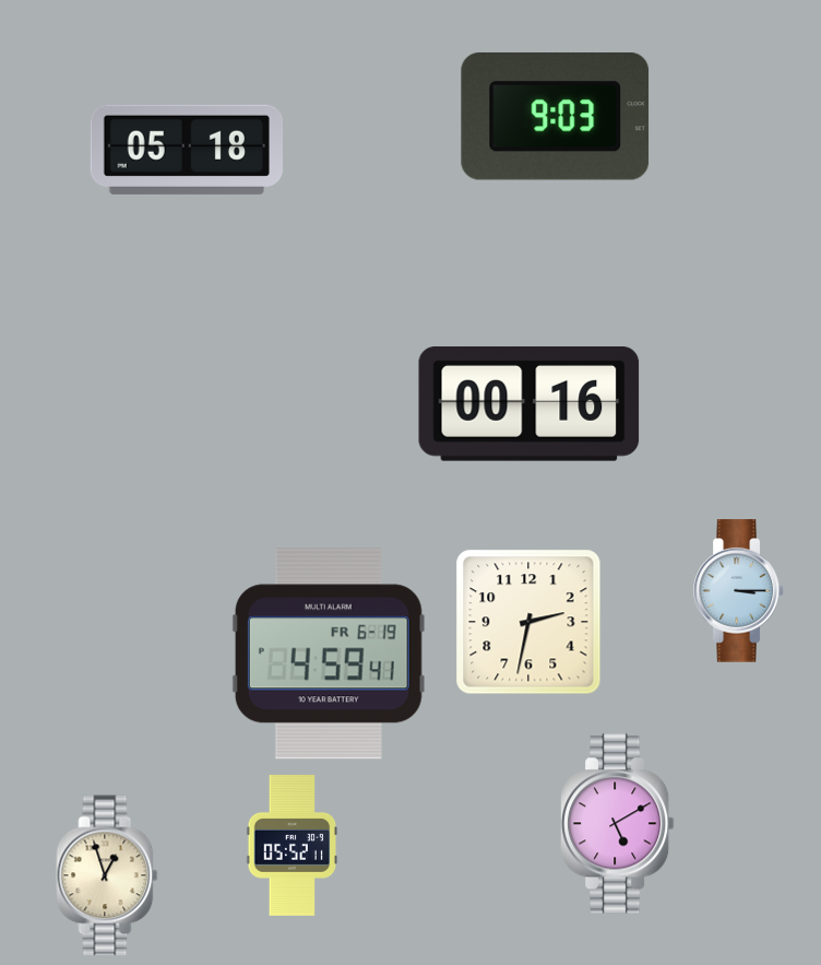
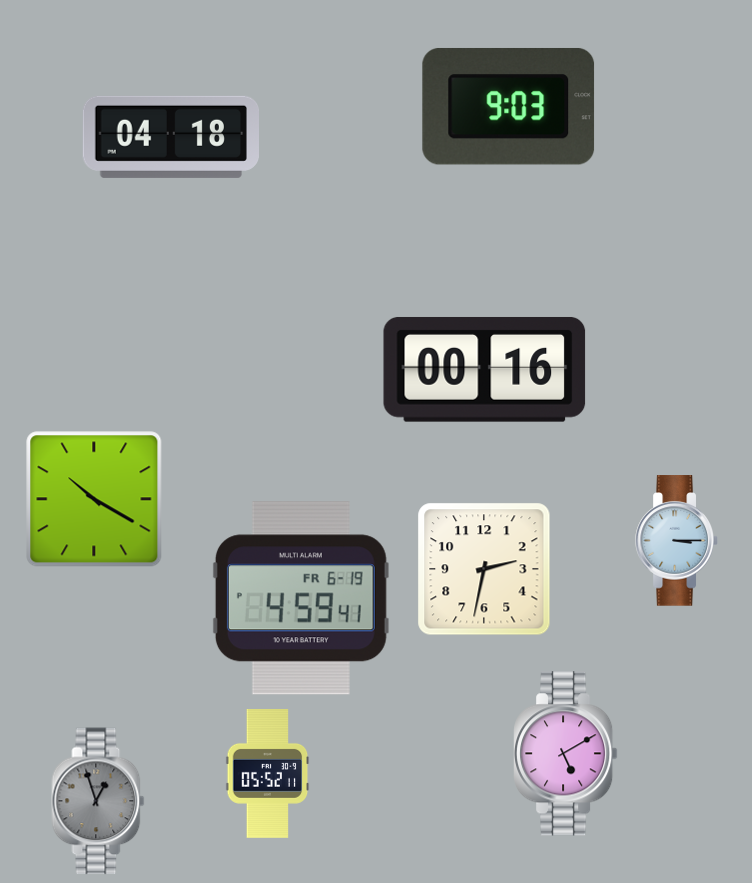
clock at (186, 150): 05:18 -> 04:18
clock at (94, 499): none -> 10:20
clock at (107, 875) dial: cream -> grey
